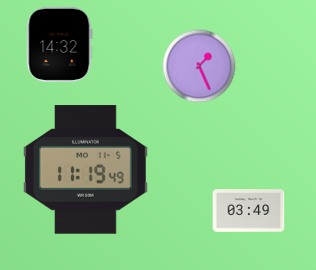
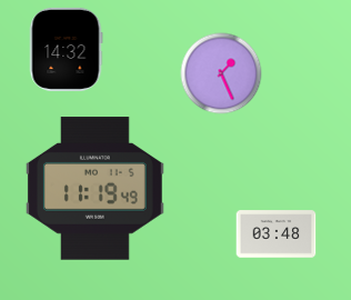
clock at (249, 211): 03:49 -> 03:48
